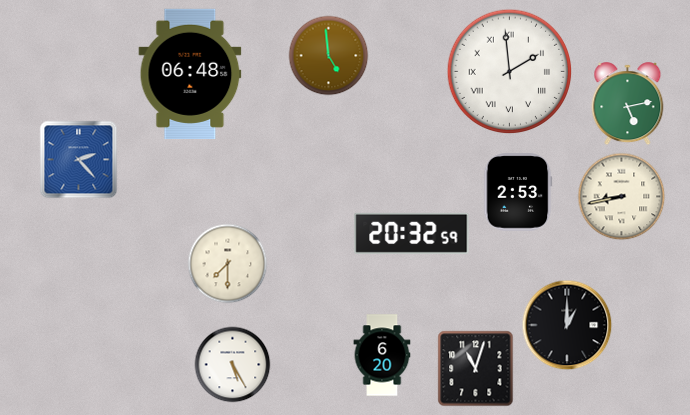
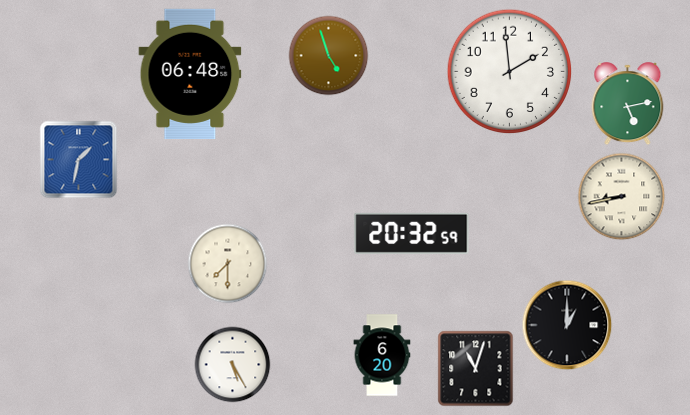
clock at (329, 56): 4:59 -> 4:57
clock at (510, 72) numerals: Roman -> Arabic
clock at (79, 160): 2:23 -> 1:32
clock at (518, 192): 2:53 -> none
